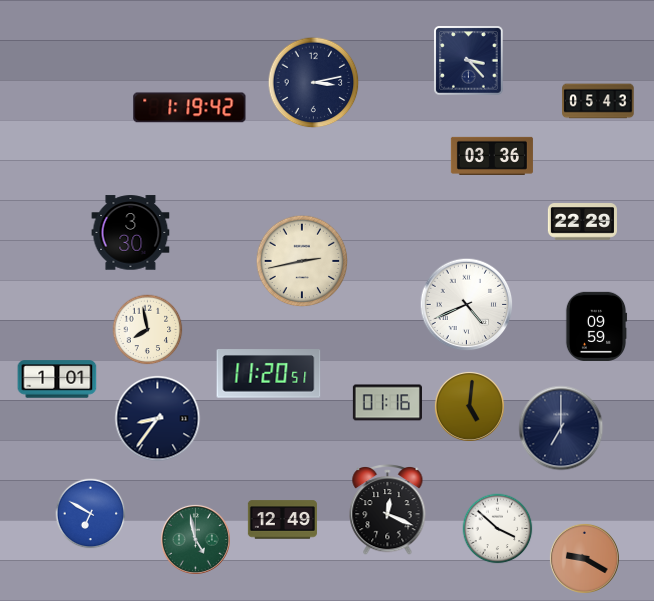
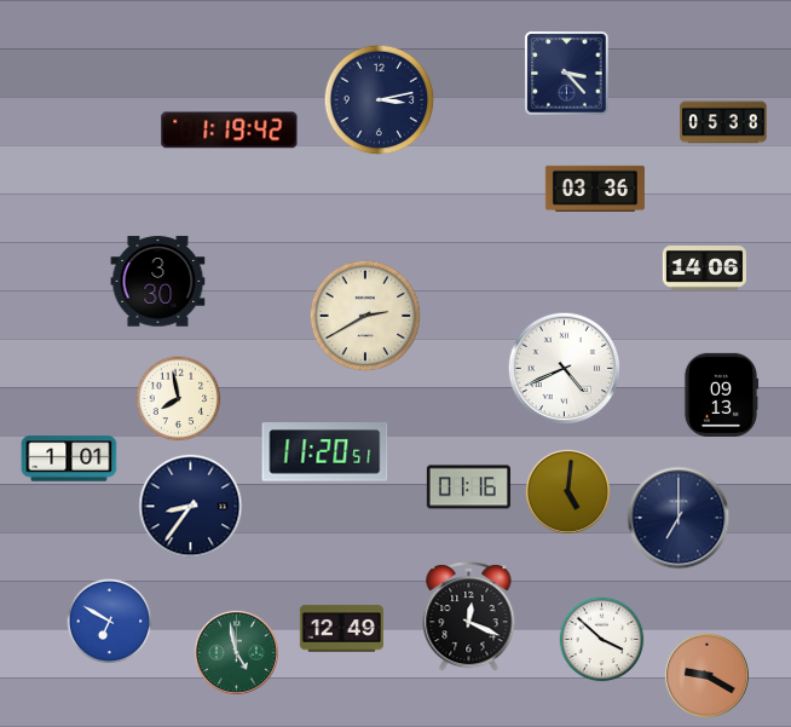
clock at (598, 101): 05:43 -> 05:38
clock at (582, 222): 22:29 -> 14:06
clock at (302, 261): 2:43 -> 2:40
clock at (596, 326): 09:59 -> 09:13
